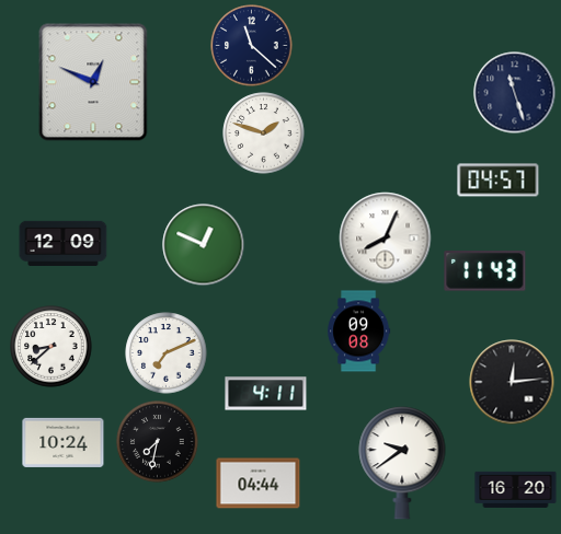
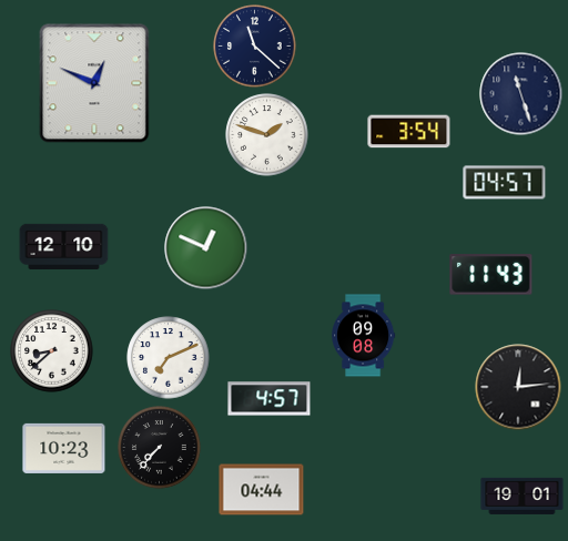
clock at (409, 132): none -> 3:54
clock at (386, 239): 8:04 -> none
clock at (64, 243): 12:09 -> 12:10
clock at (266, 394): 4:11 -> 4:57
clock at (64, 442): 10:24 -> 10:23
clock at (158, 442): 7:32 -> 7:37
clock at (402, 463): 9:39 -> none
clock at (516, 489): 16:20 -> 19:01
